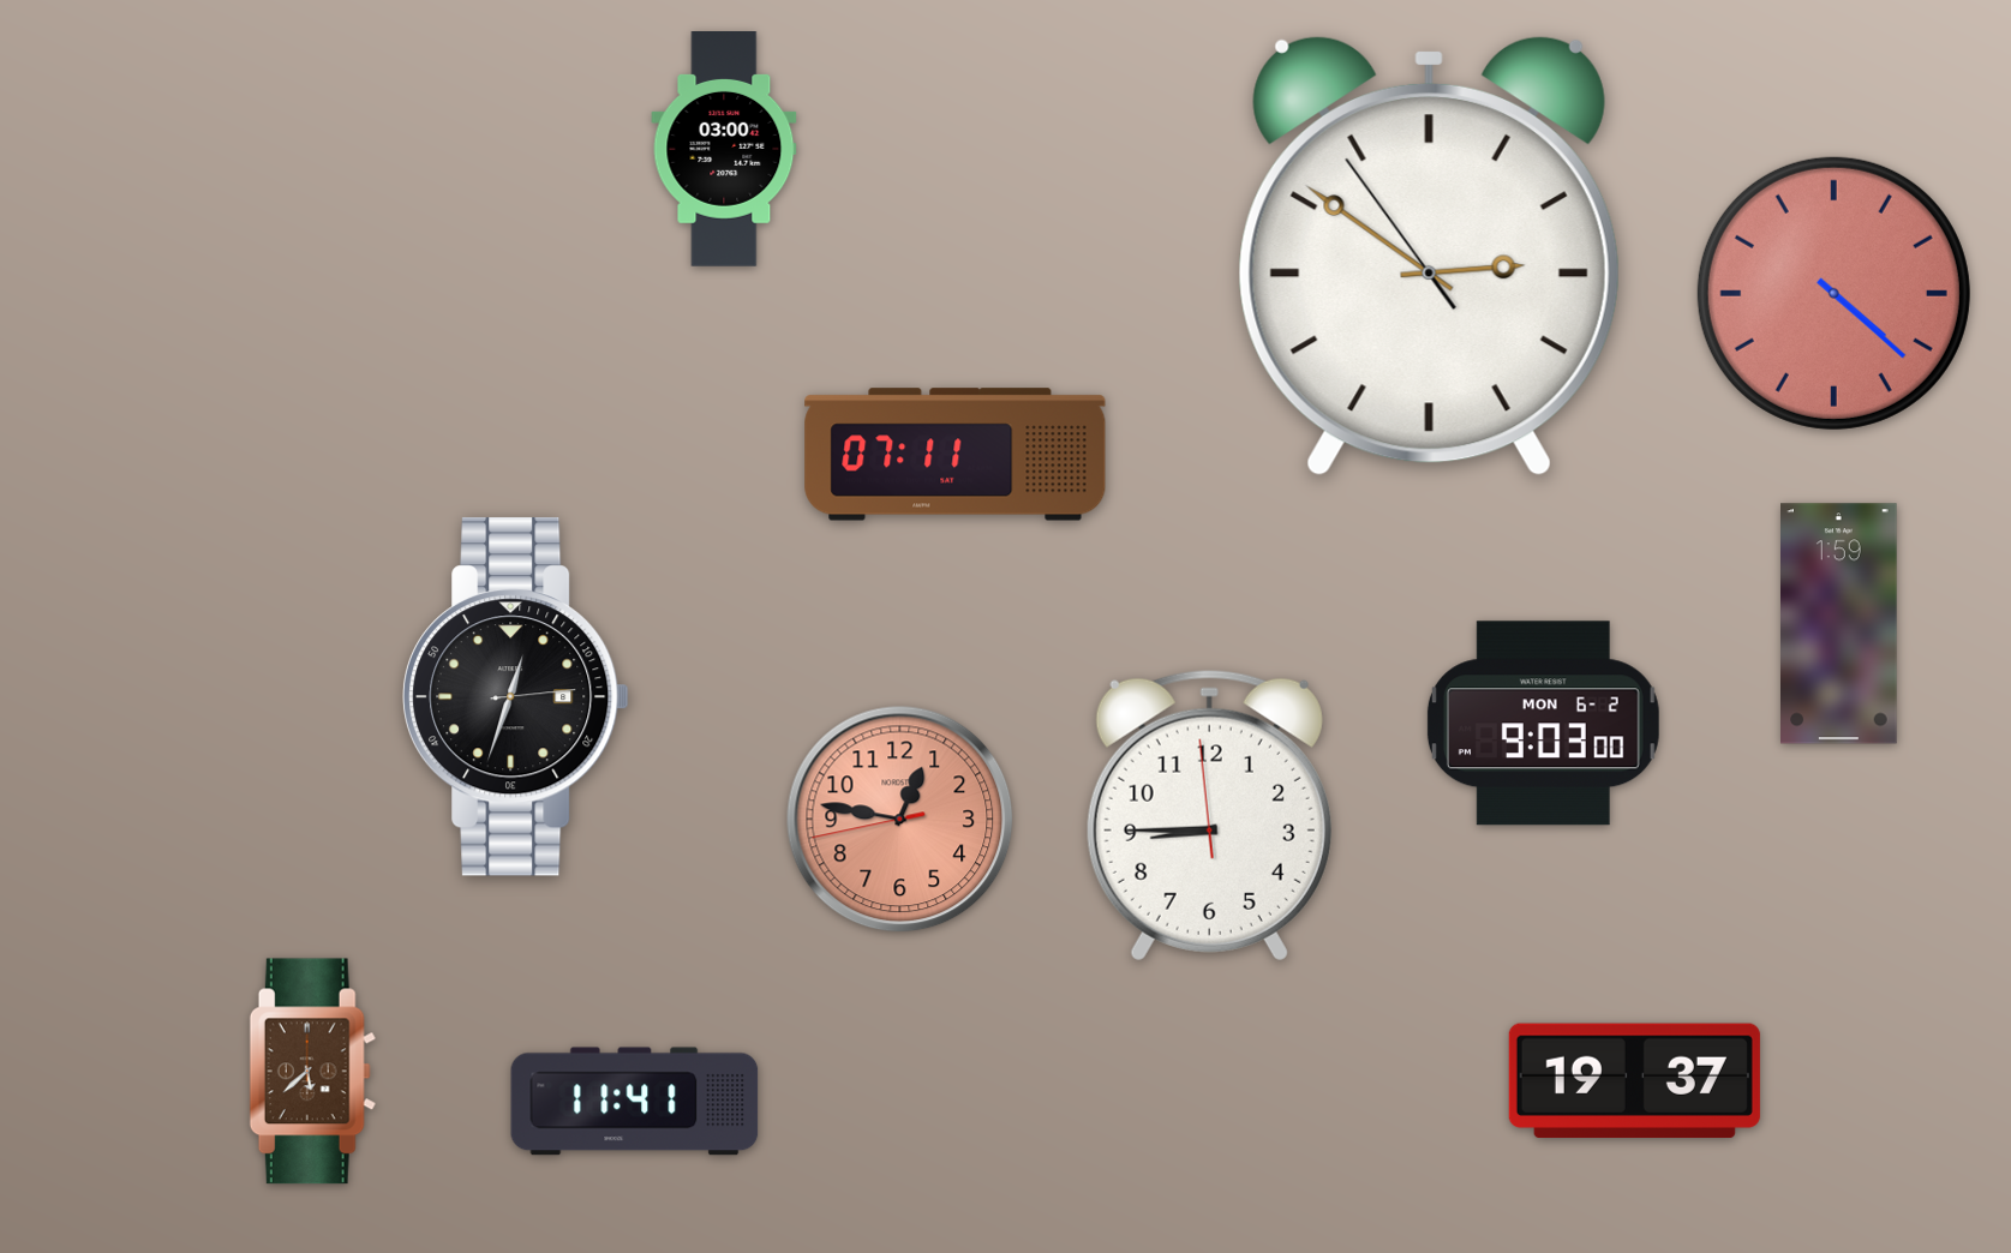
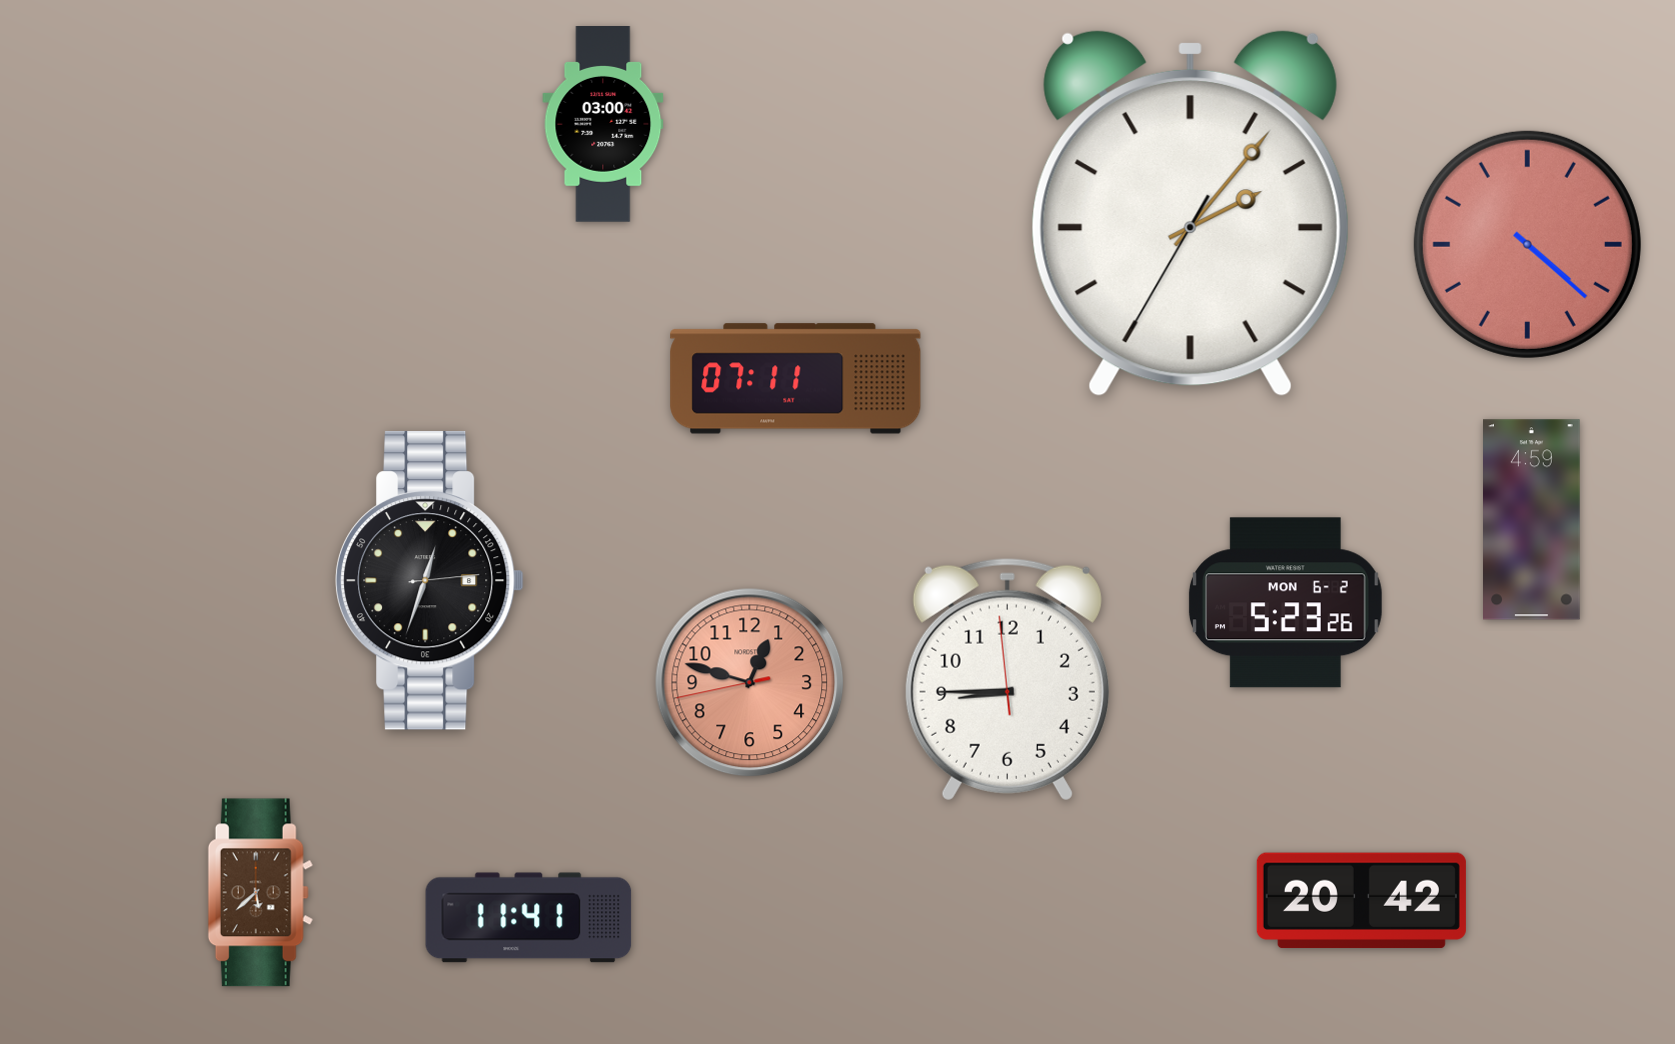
clock at (1429, 256): 2:50 -> 2:06
clock at (1839, 624): 1:59 -> 4:59
clock at (1543, 724): 9:03 -> 5:23
clock at (900, 820): 12:46 -> 12:47
clock at (1634, 1081): 19:37 -> 20:42
